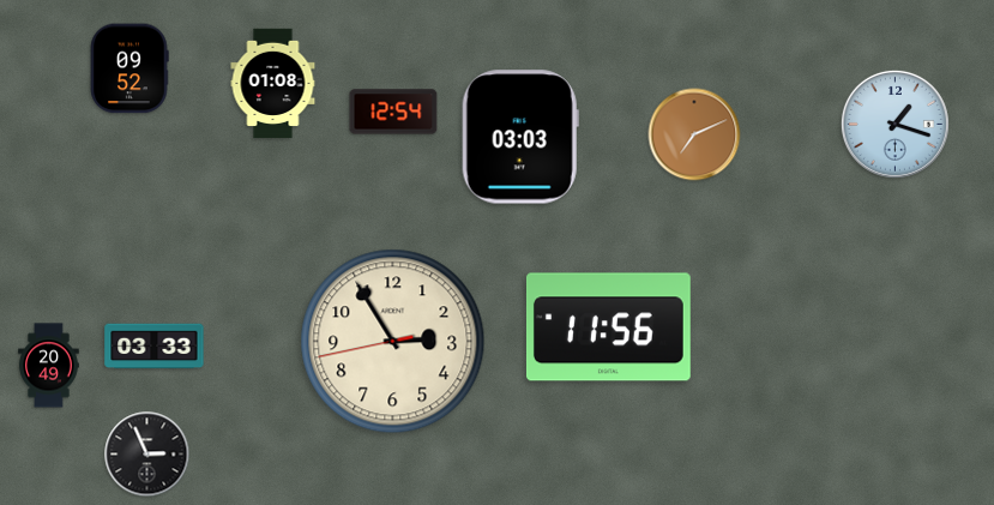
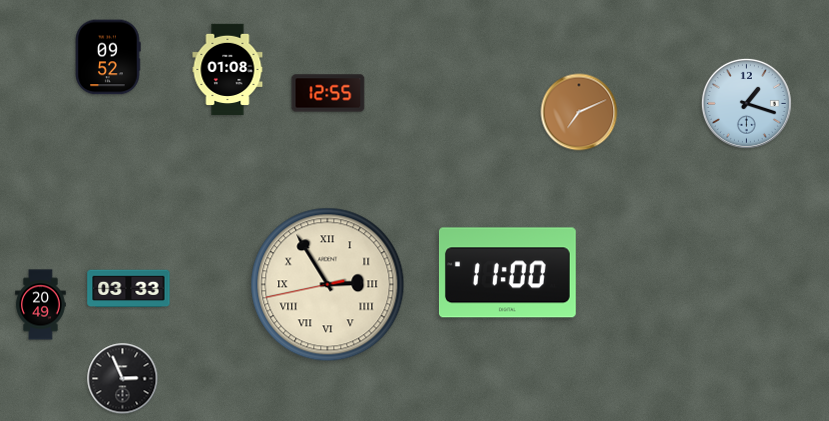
clock at (393, 112): 12:54 -> 12:55
clock at (520, 137): 03:03 -> none
clock at (608, 327): 11:56 -> 11:00
clock at (393, 342) numerals: Arabic -> Roman
